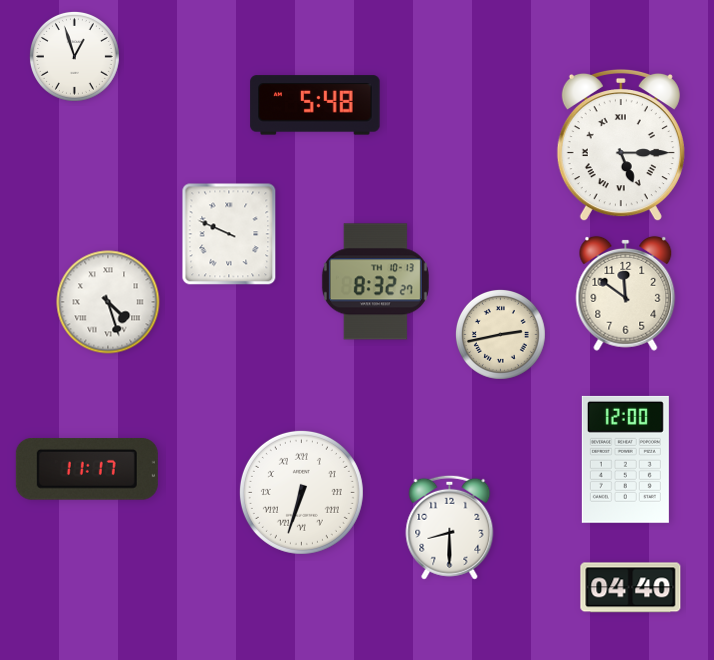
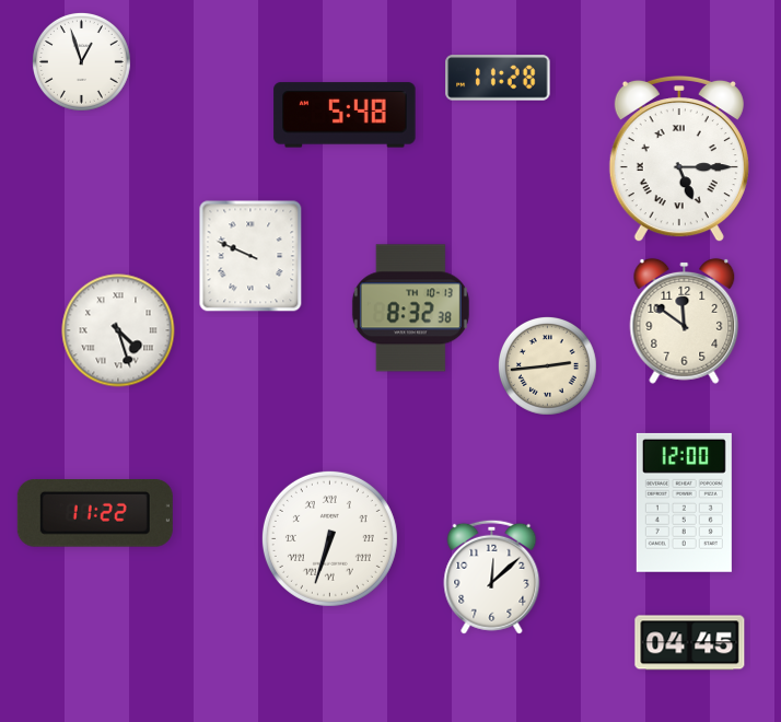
clock at (498, 78): none -> 11:28
clock at (375, 282): 8:32:27 -> 8:32:38
clock at (500, 334): 2:43 -> 2:44
clock at (87, 470): 11:17 -> 11:22
clock at (450, 527): 8:30 -> 12:08
clock at (631, 588): 04:40 -> 04:45
